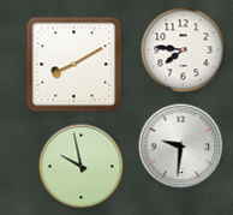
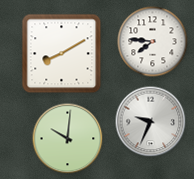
clock at (181, 147): 9:31 -> 9:34
clock at (82, 167): 9:58 -> 10:01
